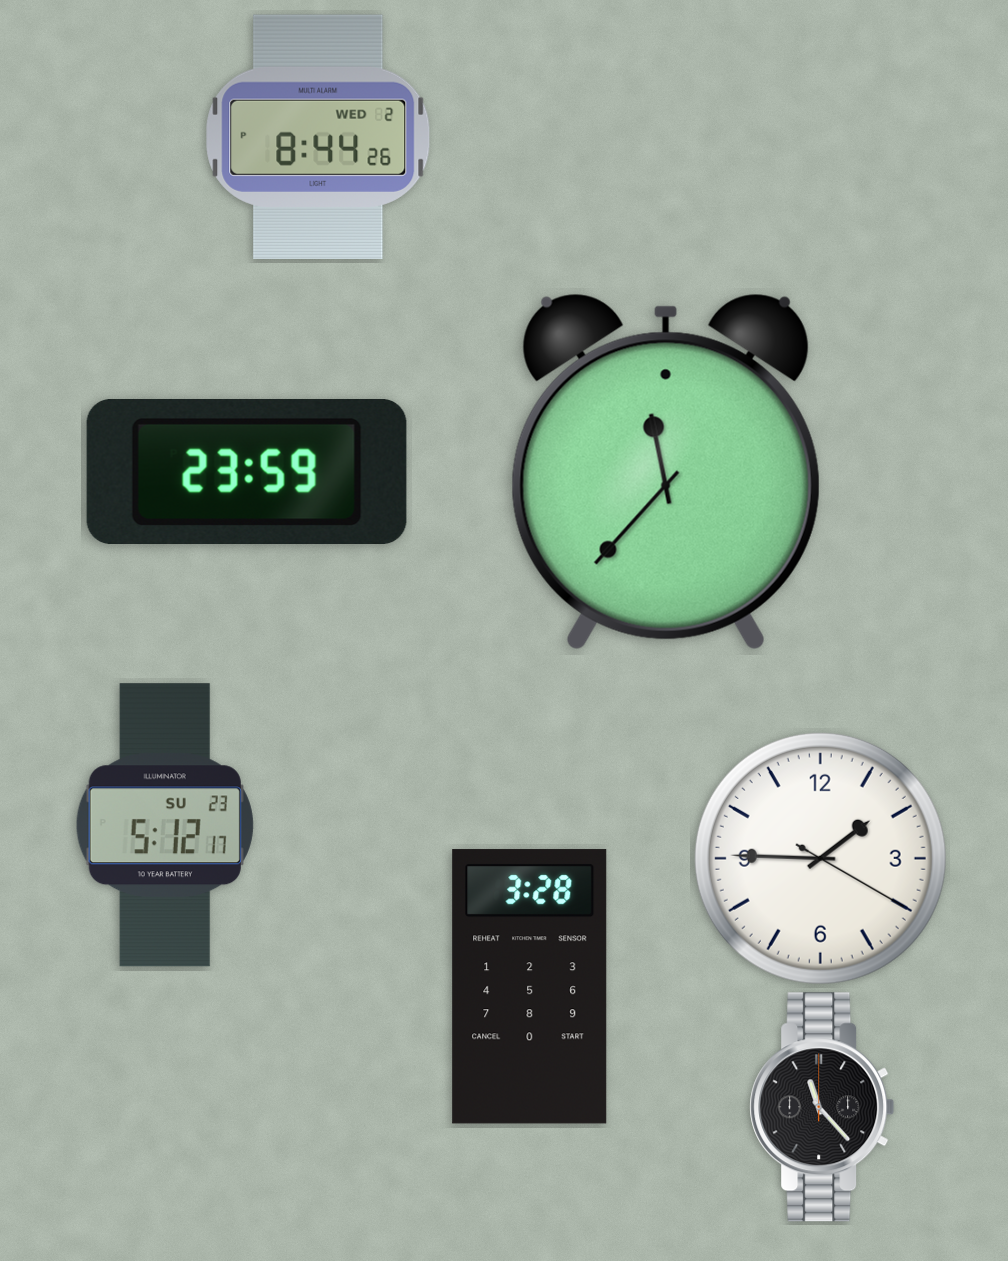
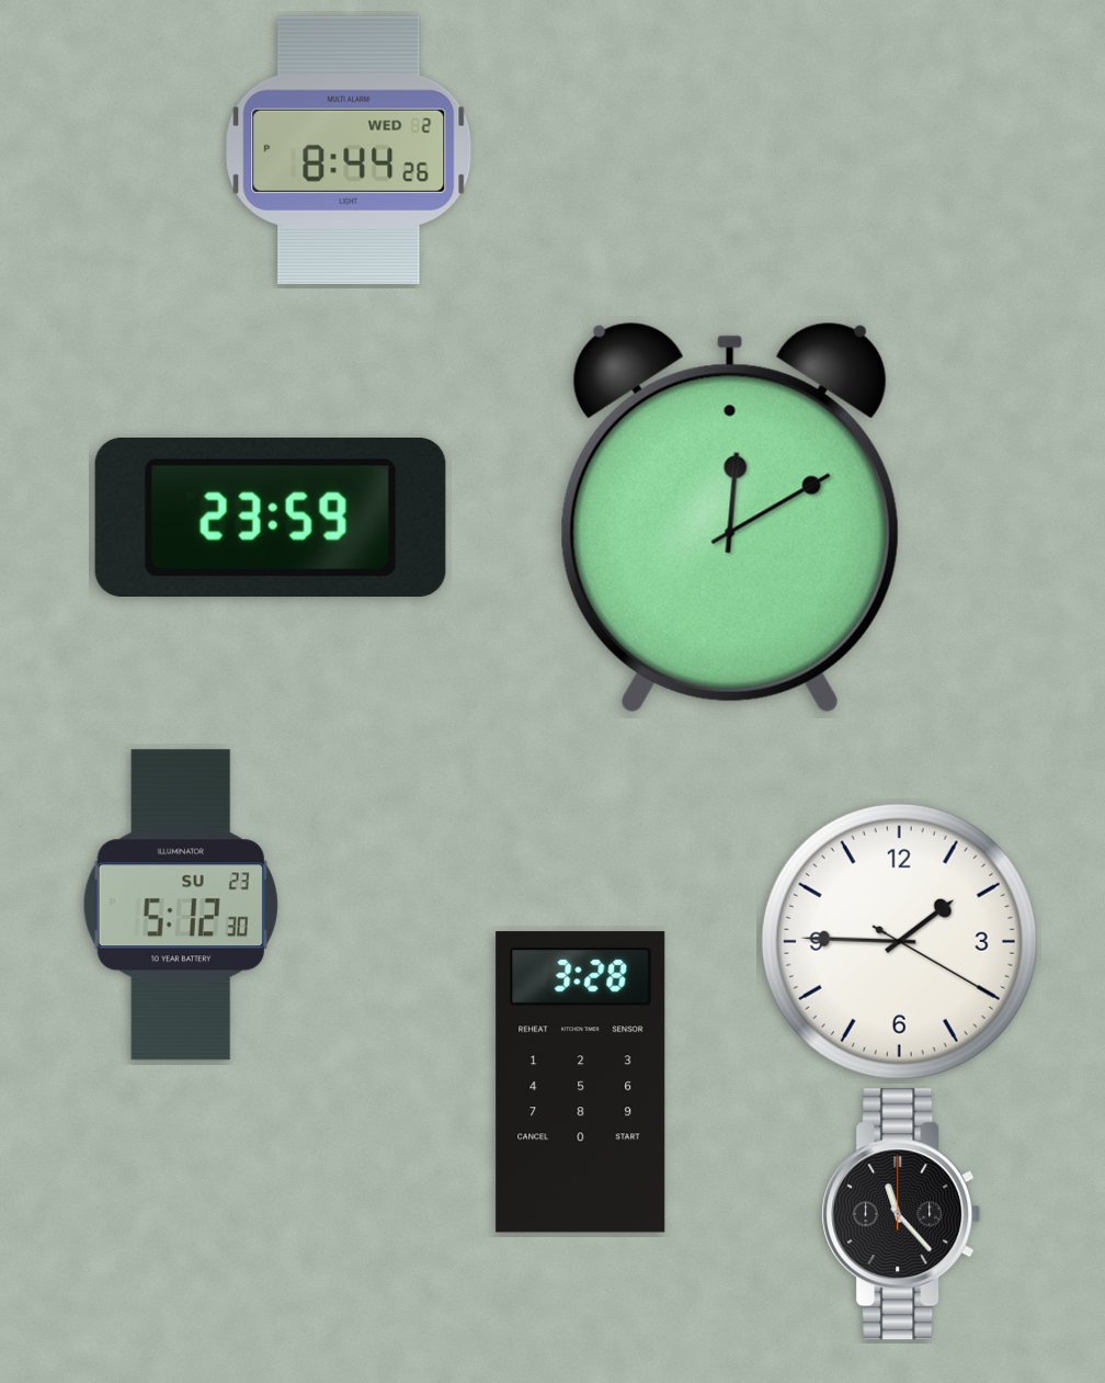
clock at (666, 472): 11:37 -> 12:10
clock at (165, 825): 5:12:17 -> 5:12:30
